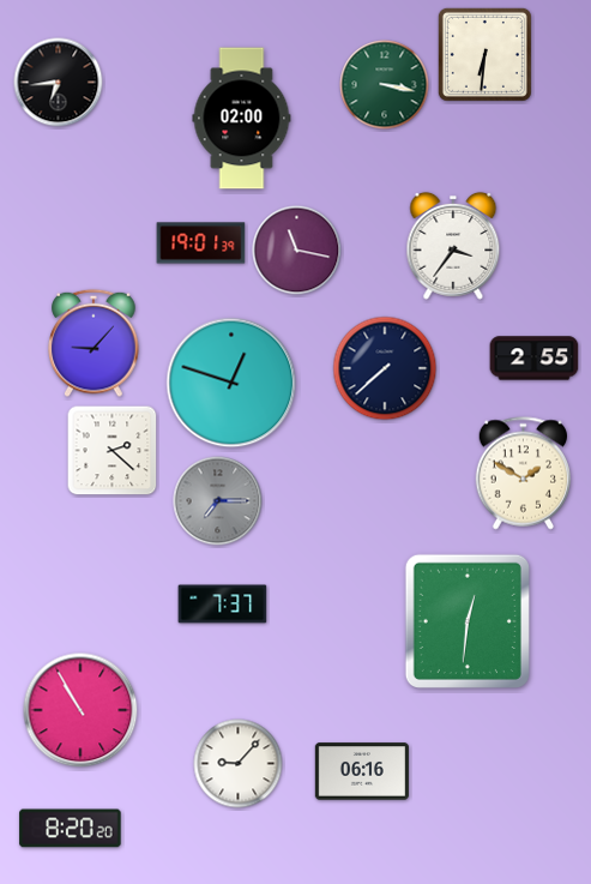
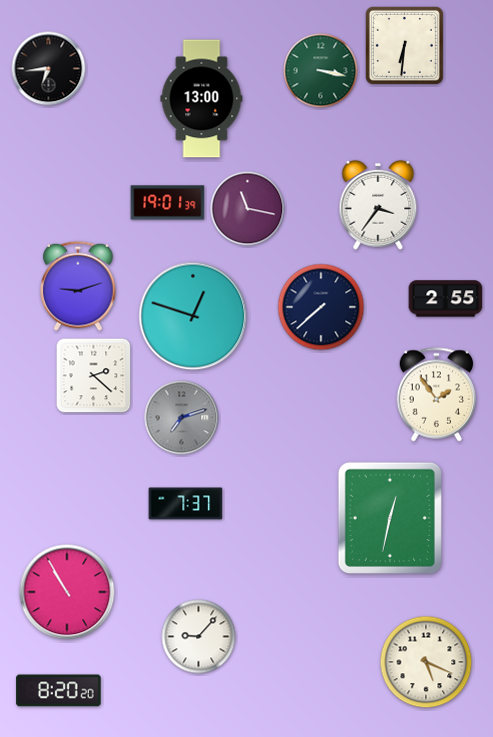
clock at (242, 119): 02:00 -> 13:00
clock at (94, 343): 9:07 -> 9:12
clock at (231, 383) position: (231, 383) -> (193, 316)
clock at (524, 474): 1:50 -> 1:54
clock at (218, 501): 7:15 -> 7:12
clock at (468, 621): 12:31 -> 12:32
clock at (362, 771): 06:16 -> none
clock at (426, 662): none -> 5:19
